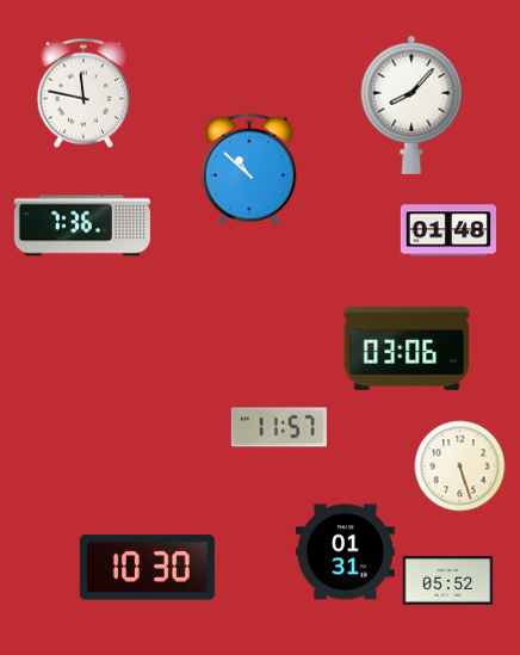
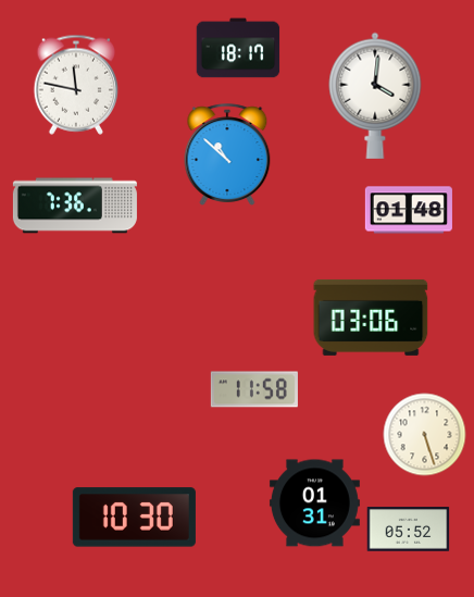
clock at (238, 48): none -> 18:17
clock at (411, 105): 8:07 -> 4:01
clock at (279, 427): 11:57 -> 11:58
clock at (460, 466) position: (460, 466) -> (425, 435)
